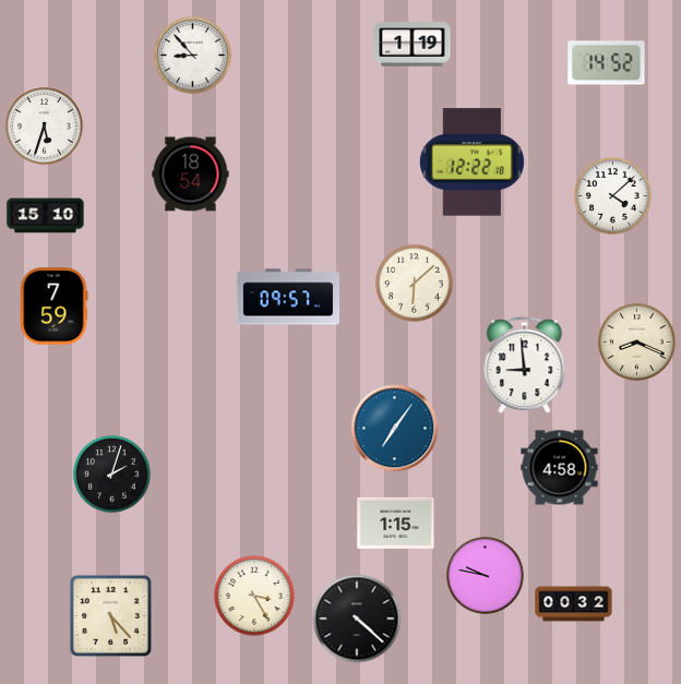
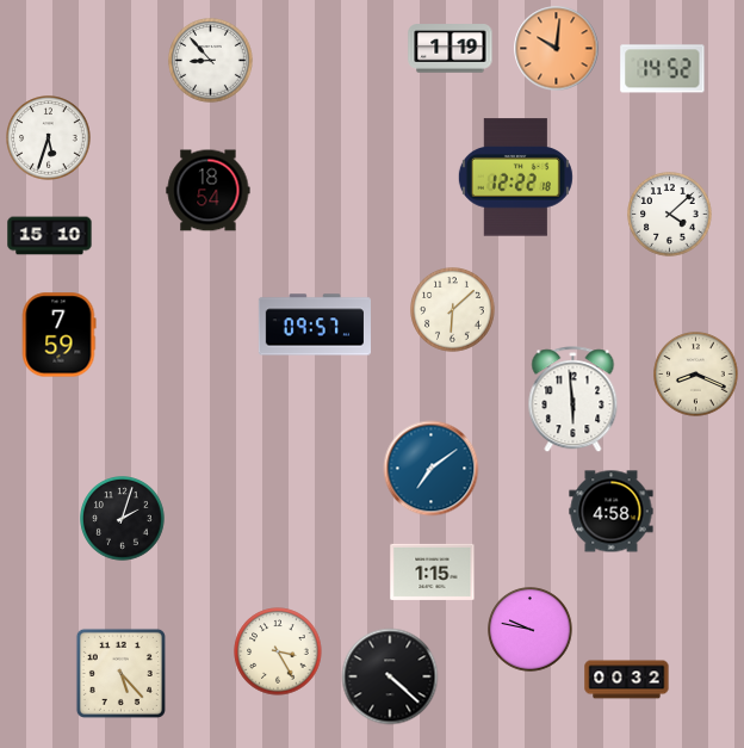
clock at (557, 49): none -> 10:01
clock at (525, 365): 8:59 -> 5:59
clock at (395, 429): 7:06 -> 7:09
clock at (574, 604) position: (574, 604) -> (627, 680)
